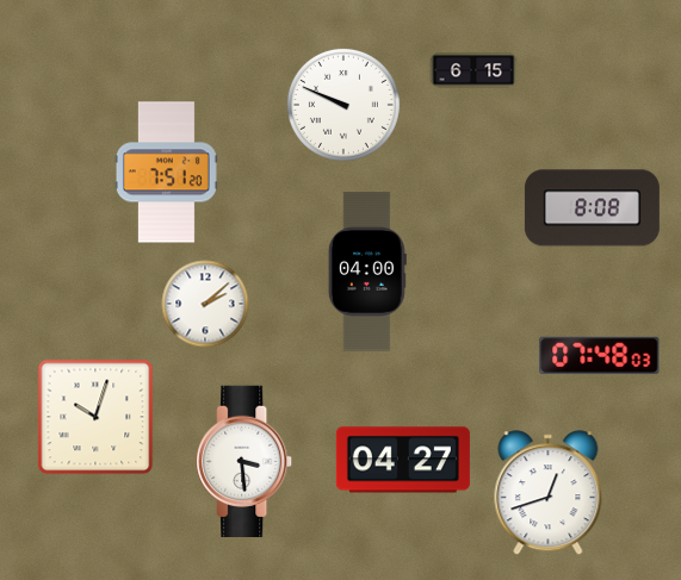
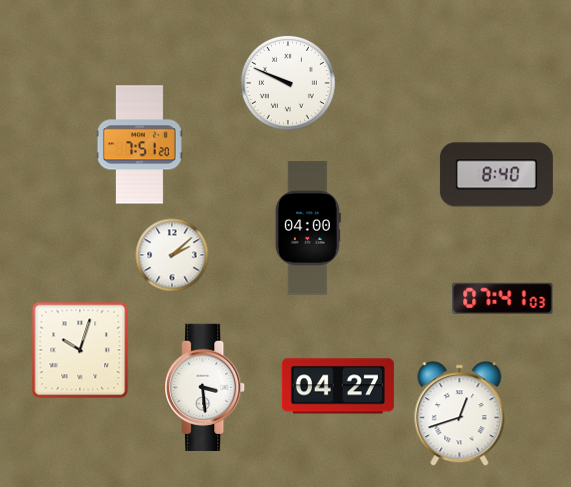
clock at (473, 70): 6:15 -> none
clock at (343, 105) position: (343, 105) -> (288, 83)
clock at (592, 208): 8:08 -> 8:40
clock at (600, 355): 07:48 -> 07:41
